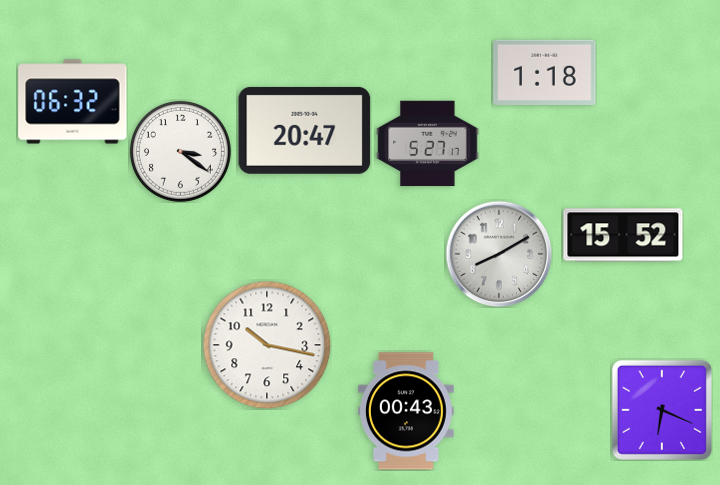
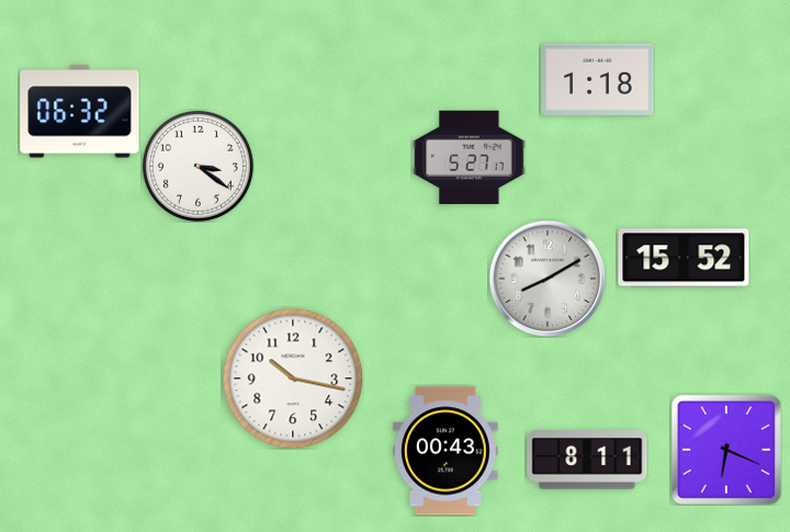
clock at (305, 130): 20:47 -> none
clock at (587, 460): none -> 8:11
